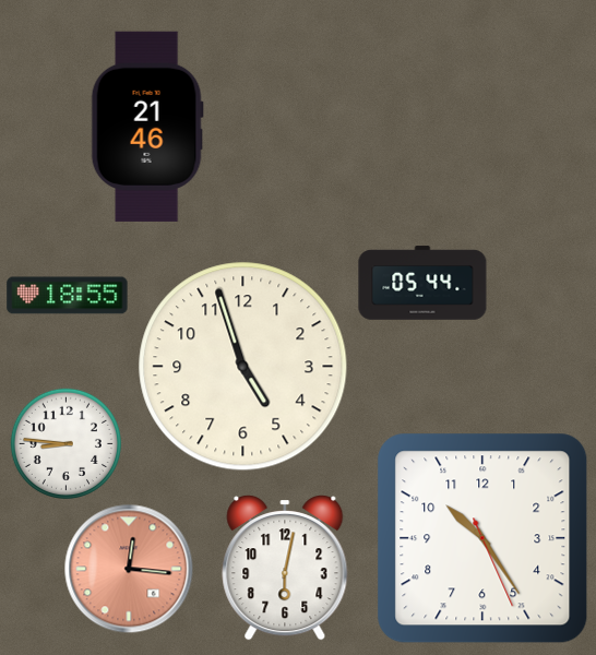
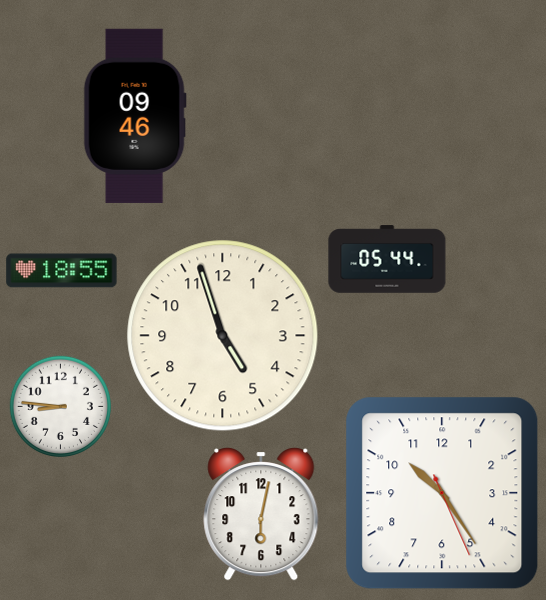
clock at (147, 127): 21:46 -> 09:46
clock at (129, 569): 12:16 -> none
clock at (285, 569) position: (285, 569) -> (261, 515)
